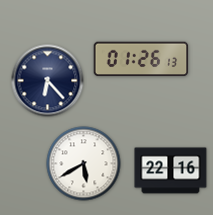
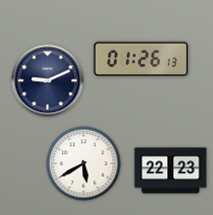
clock at (48, 81): 6:23 -> 9:11
clock at (171, 171): 22:16 -> 22:23
